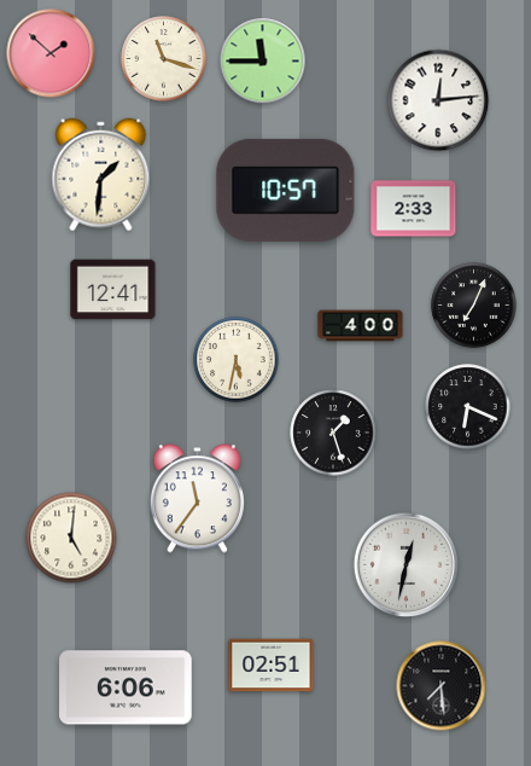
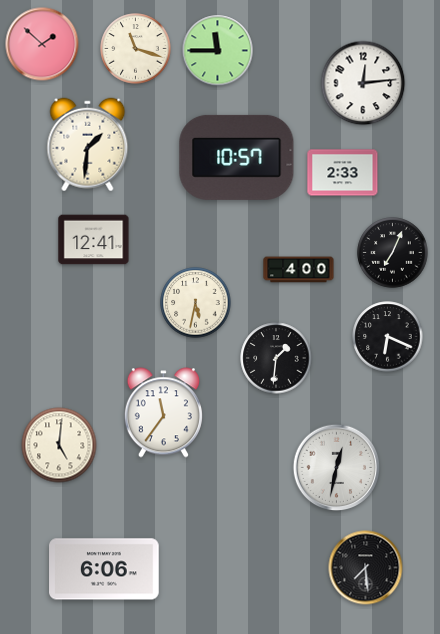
clock at (101, 175) position: (101, 175) -> (88, 145)
clock at (237, 360) position: (237, 360) -> (196, 303)
clock at (333, 433): 1:27 -> 1:31
clock at (272, 666): 02:51 -> none
